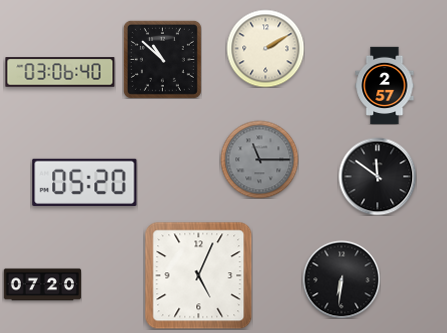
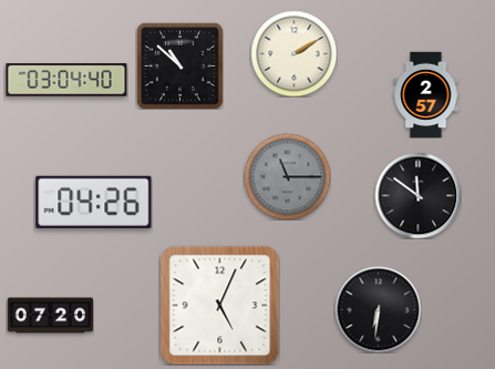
clock at (60, 72): 03:06 -> 03:04
clock at (85, 182): 05:20 -> 04:26
clock at (42, 285) position: (42, 285) -> (50, 316)
